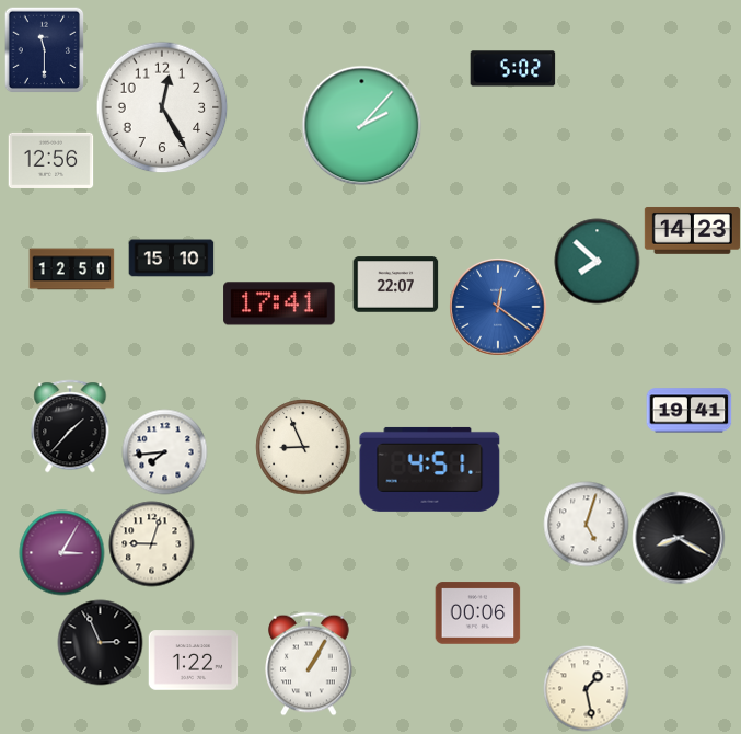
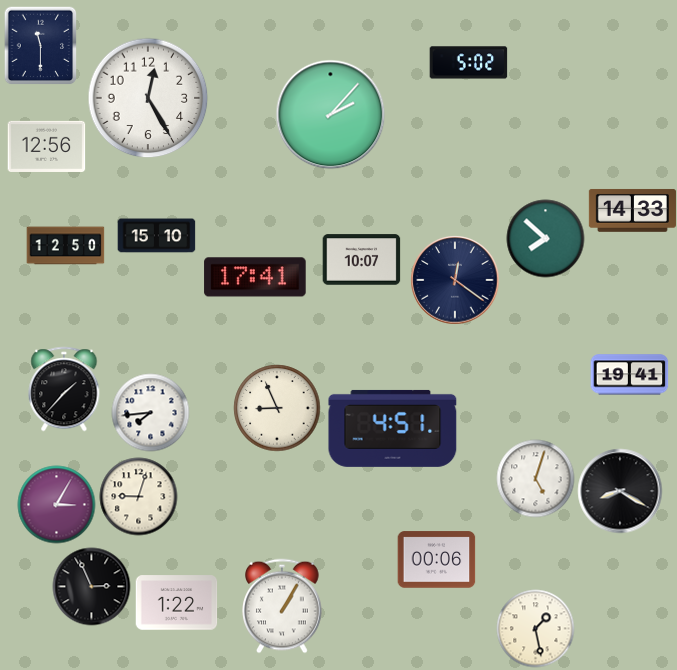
clock at (692, 230): 14:23 -> 14:33
clock at (395, 285): 22:07 -> 10:07
clock at (498, 307) dial: blue -> navy
